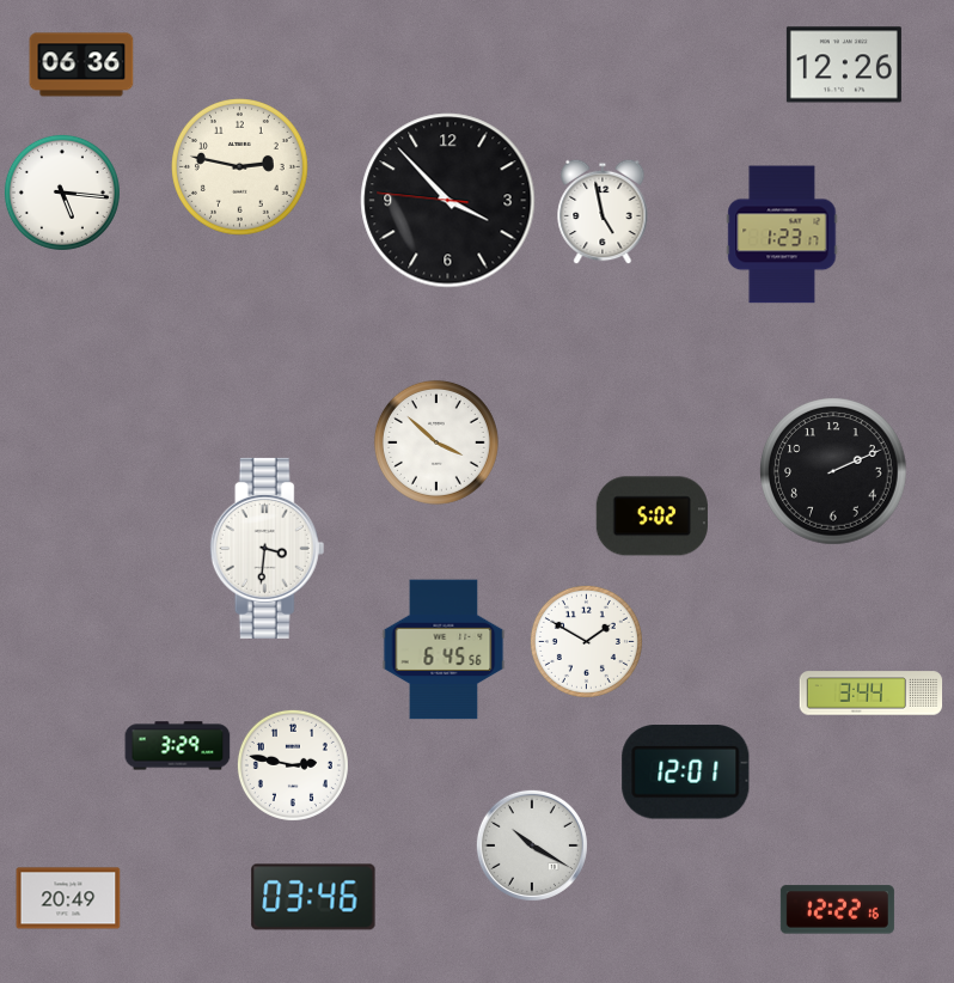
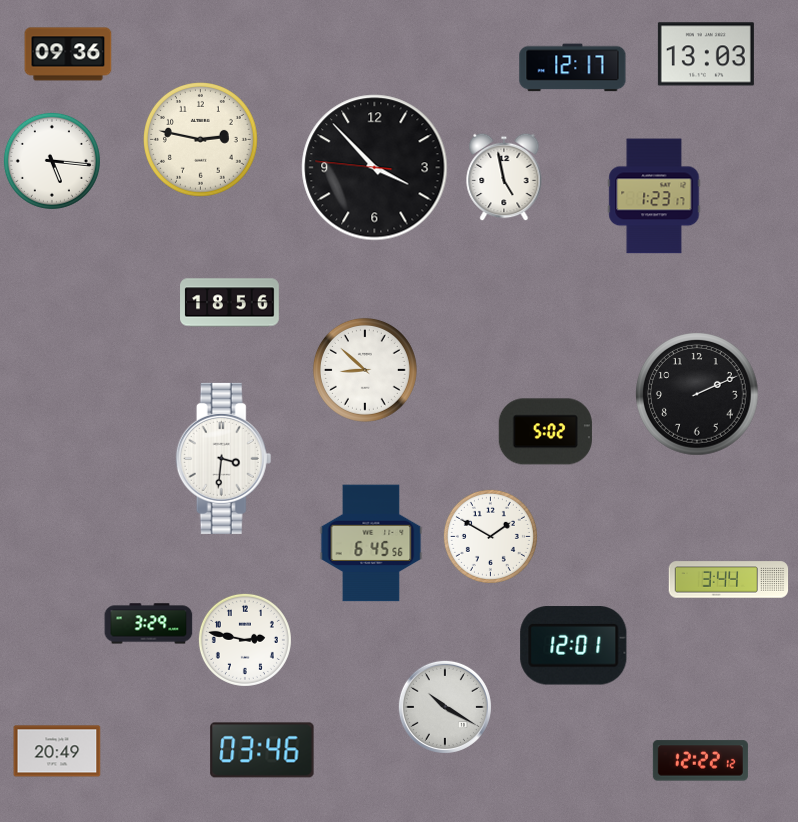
clock at (81, 65): 06:36 -> 09:36
clock at (844, 65): 12:26 -> 13:03
clock at (573, 68): none -> 12:17
clock at (230, 303): none -> 18:56
clock at (436, 442): 3:52 -> 8:52
clock at (837, 910): 12:22:16 -> 12:22:12
